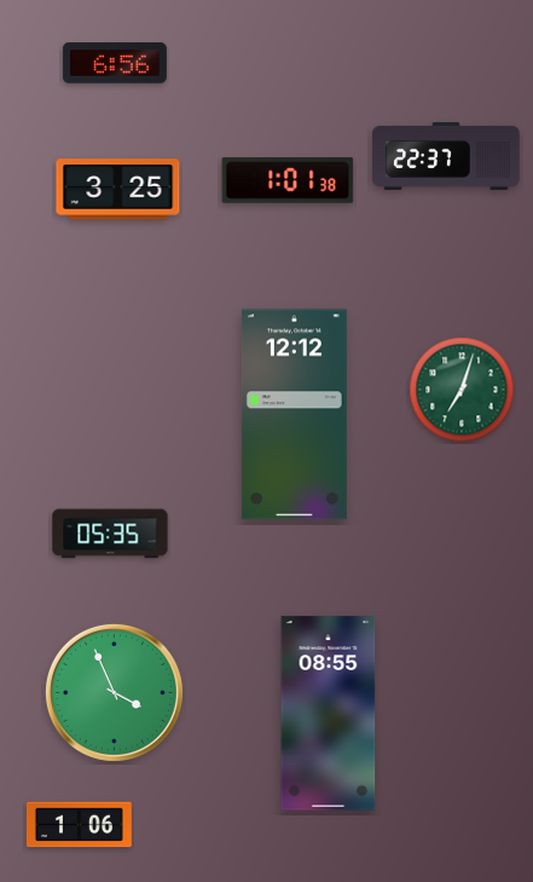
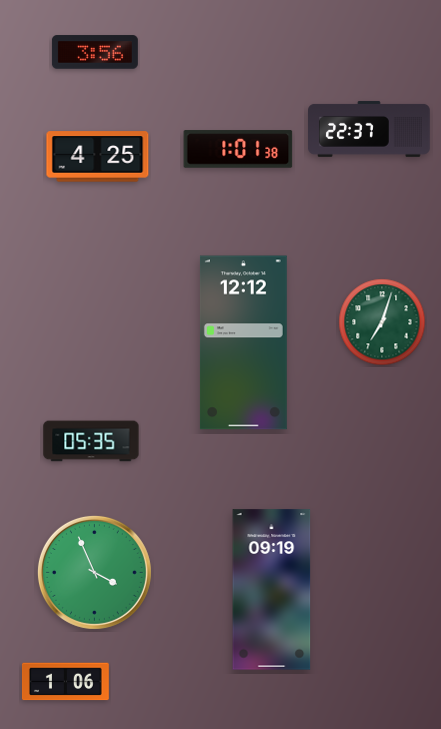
clock at (115, 63): 6:56 -> 3:56
clock at (118, 190): 3:25 -> 4:25
clock at (329, 714): 08:55 -> 09:19
